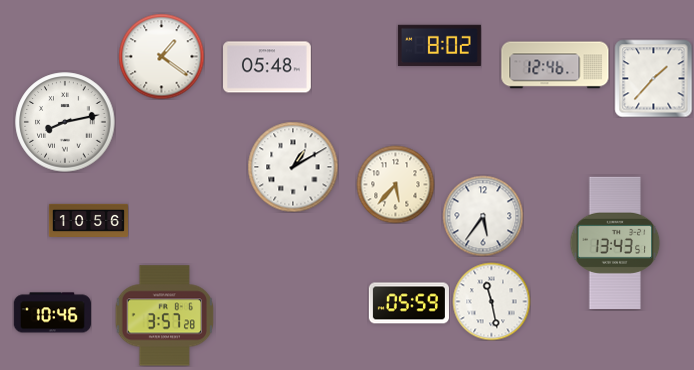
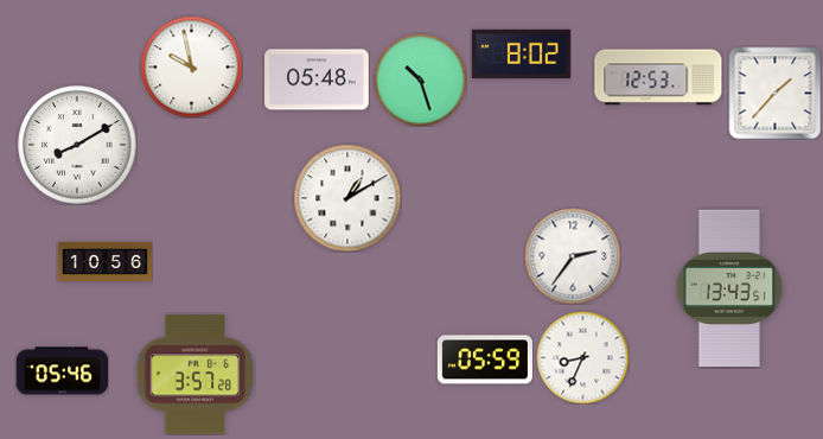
clock at (161, 56): 1:21 -> 9:58
clock at (555, 65): 12:46 -> 12:53
clock at (420, 79): none -> 10:27
clock at (65, 122): 8:13 -> 8:10
clock at (395, 184): 5:37 -> none
clock at (483, 216): 5:36 -> 2:36
clock at (491, 301): 11:28 -> 8:34
clock at (52, 313): 10:46 -> 05:46
